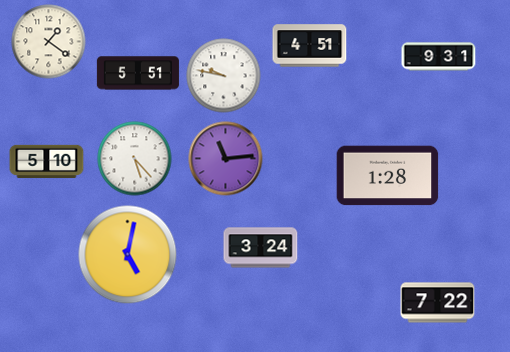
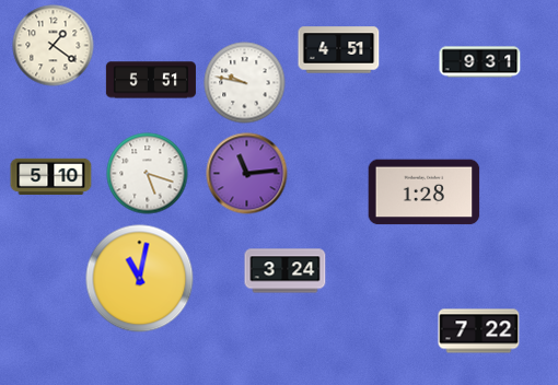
clock at (135, 159): 5:23 -> 5:18
clock at (128, 255): 5:02 -> 11:02
